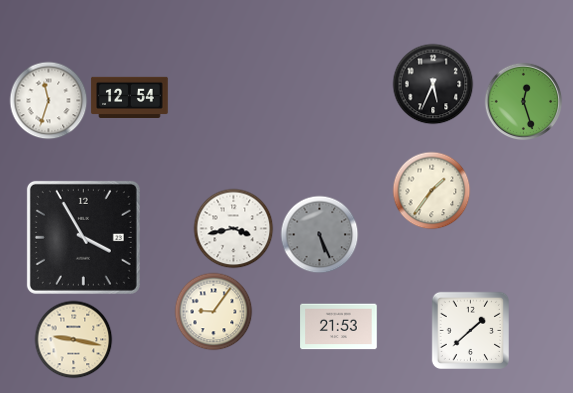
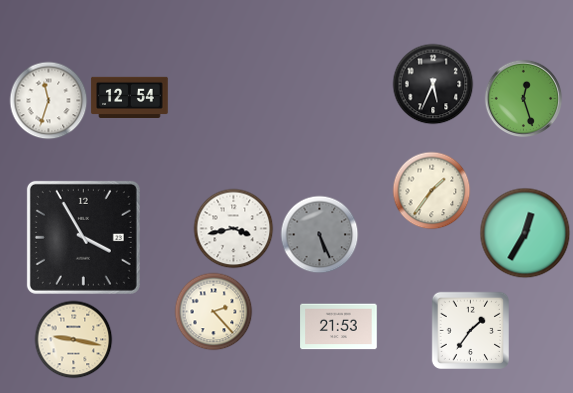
clock at (523, 101) position: (523, 101) -> (523, 98)
clock at (525, 233): none -> 12:35
clock at (213, 311): 9:06 -> 2:23
clock at (470, 330): 1:38 -> 1:36
